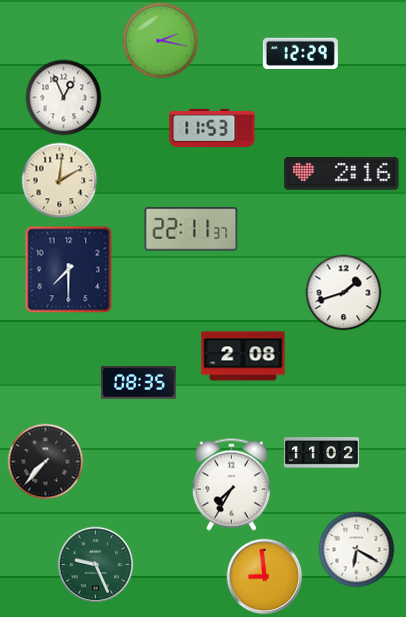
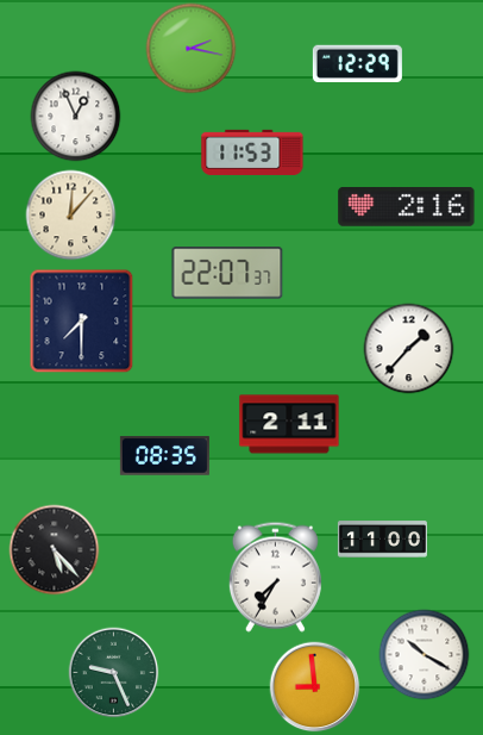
clock at (60, 181): 2:01 -> 12:07
clock at (191, 229): 22:11 -> 22:07
clock at (344, 293): 1:42 -> 1:37
clock at (243, 356): 2:08 -> 2:11
clock at (321, 453): 11:02 -> 11:00
clock at (46, 462): 7:37 -> 5:23
clock at (357, 550): 6:20 -> 10:20
